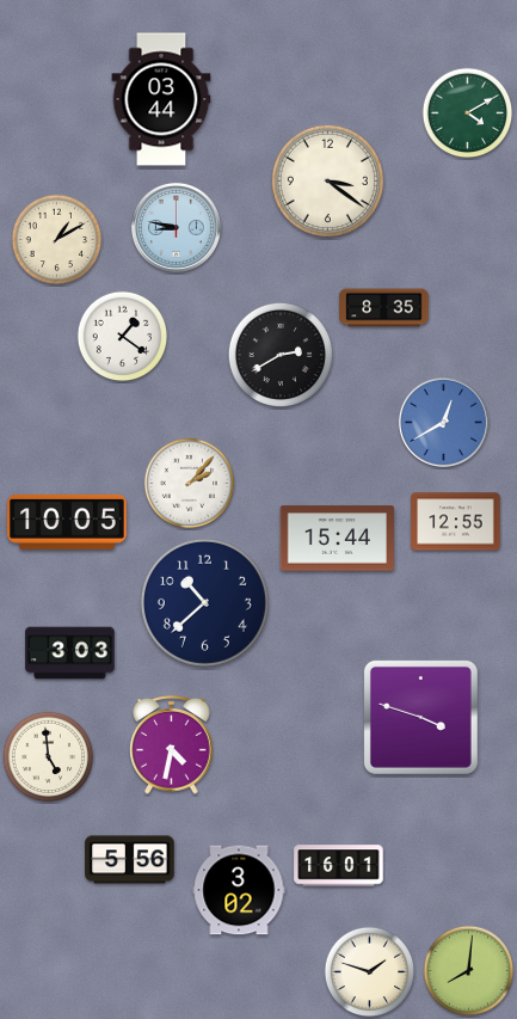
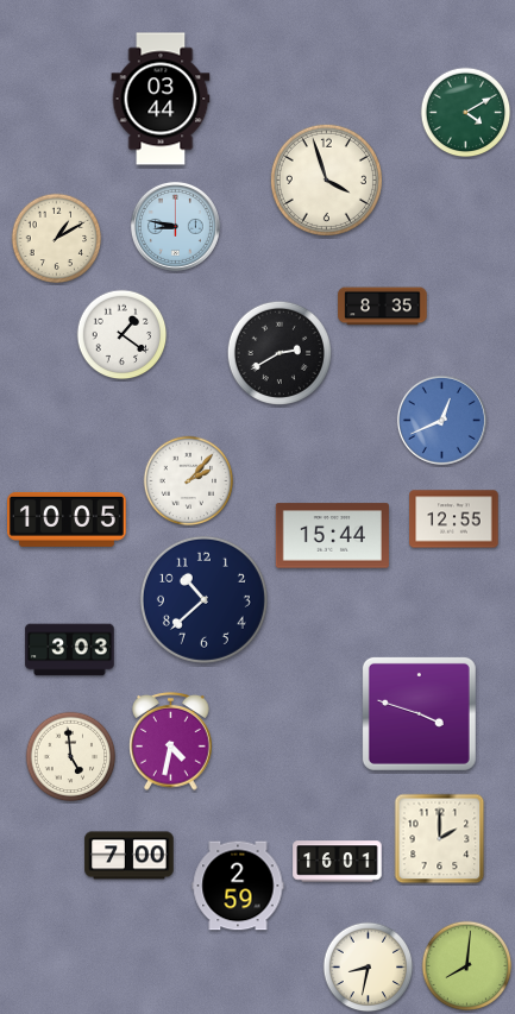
clock at (327, 180): 3:21 -> 3:57
clock at (443, 422): 12:40 -> 12:41
clock at (337, 539) position: (337, 539) -> (332, 536)
clock at (49, 757) position: (49, 757) -> (71, 757)
clock at (440, 839): none -> 2:00
clock at (130, 860): 5:56 -> 7:00
clock at (239, 890): 3:02 -> 2:59
clock at (370, 972): 1:48 -> 8:32
